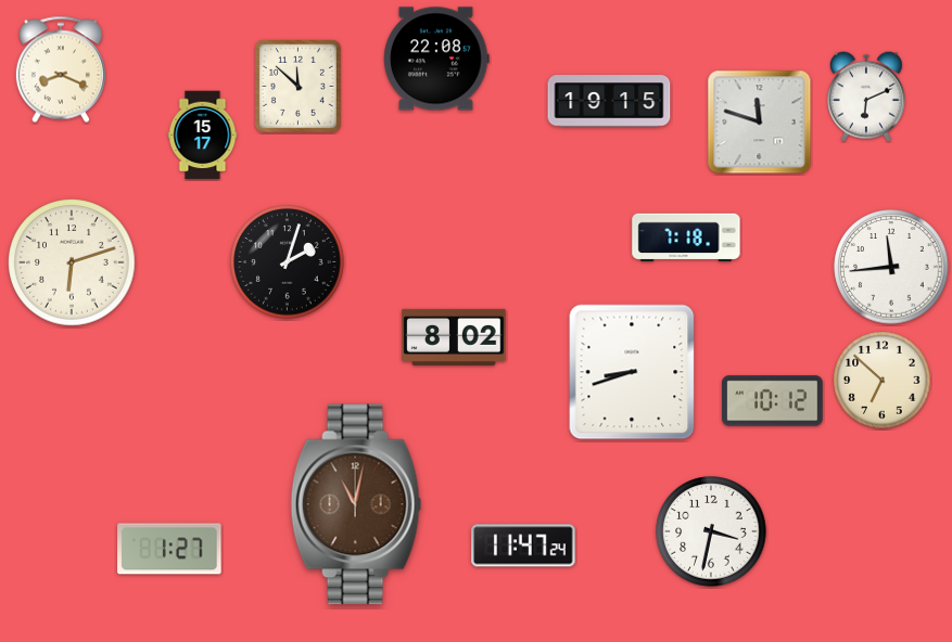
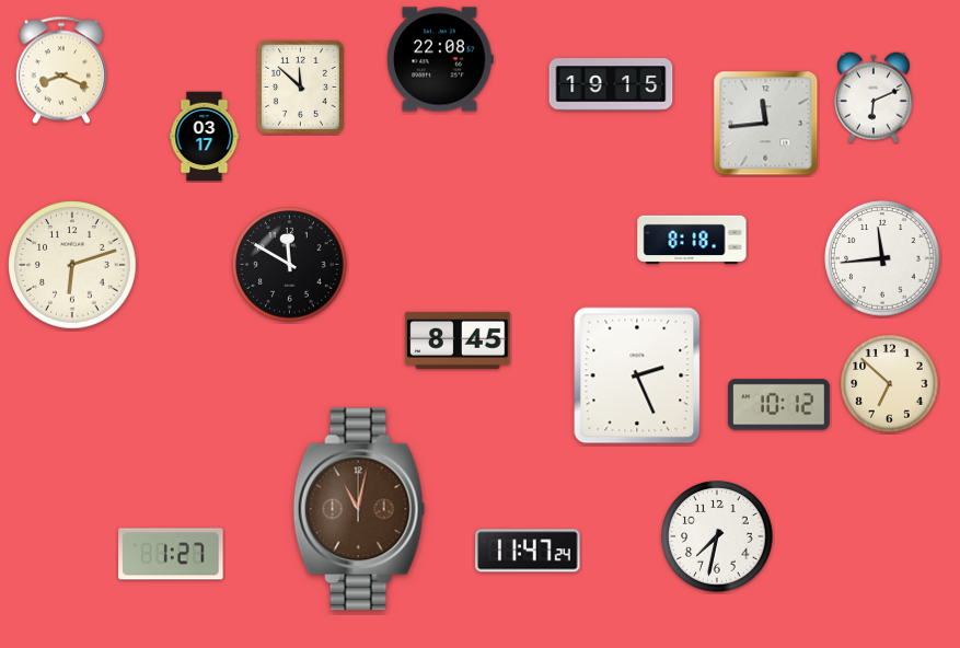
clock at (609, 101) position: (609, 101) -> (611, 84)
clock at (760, 123): 11:48 -> 11:44
clock at (203, 136): 15:17 -> 03:17
clock at (686, 237): 7:18 -> 8:18
clock at (288, 262): 2:03 -> 11:50
clock at (891, 267) position: (891, 267) -> (882, 258)
clock at (454, 337): 8:02 -> 8:45
clock at (632, 372): 8:42 -> 2:26
clock at (711, 531): 3:32 -> 7:32
